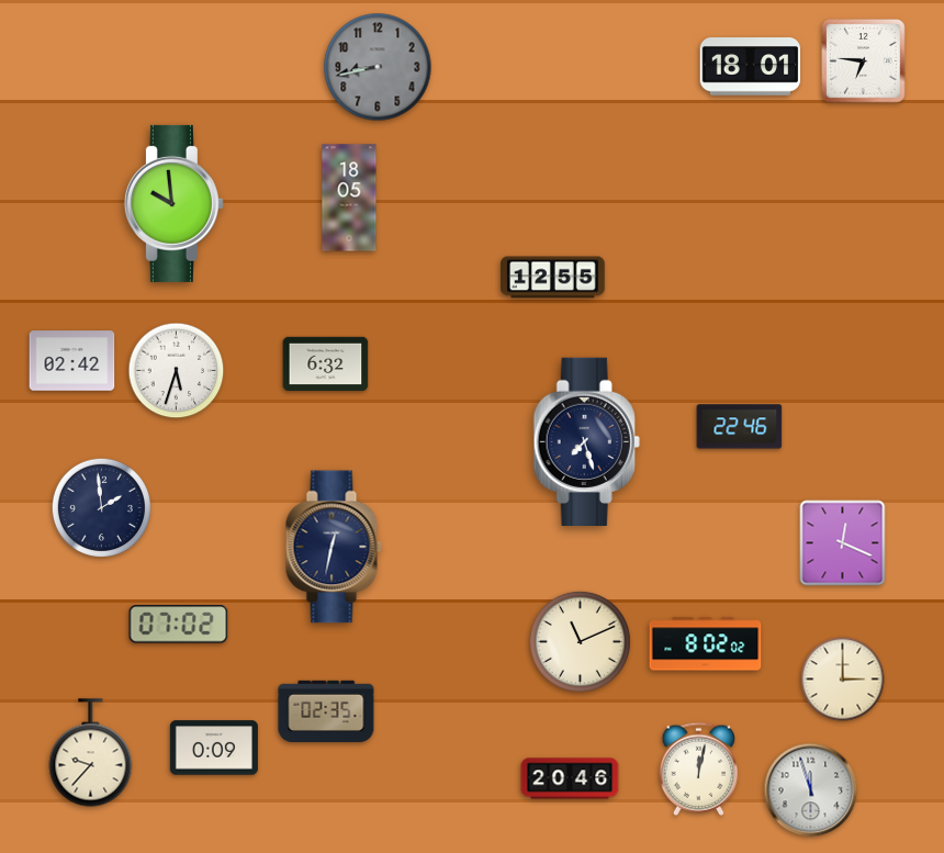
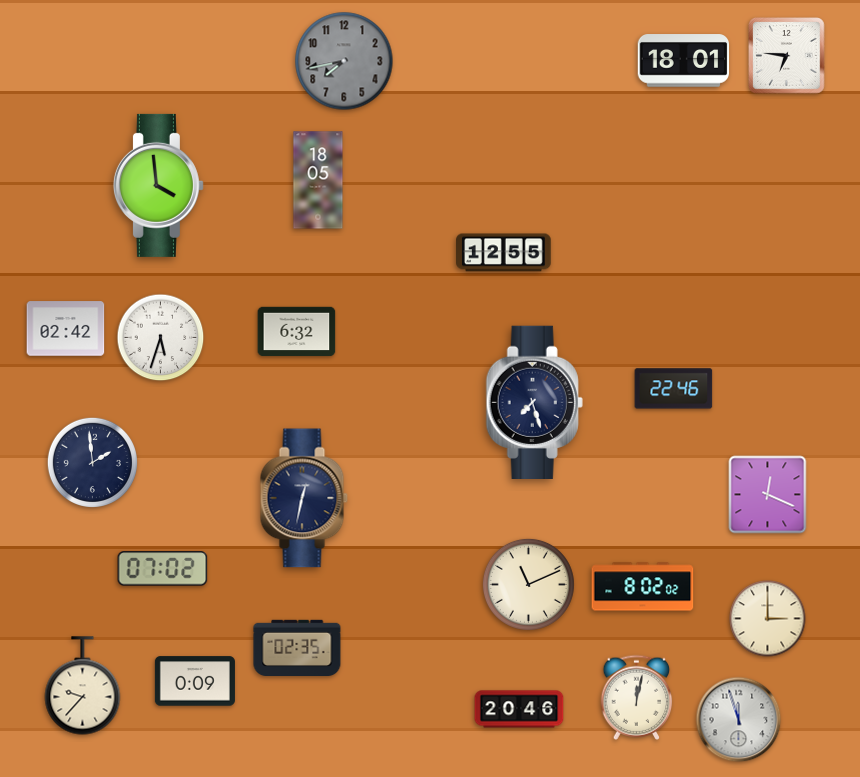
clock at (378, 67): 8:43 -> 7:43
clock at (173, 203): 9:59 -> 3:59
clock at (699, 768) position: (699, 768) -> (637, 697)
